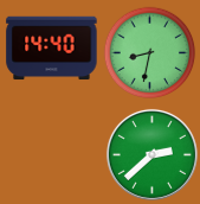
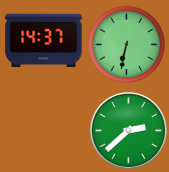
clock at (52, 49): 14:40 -> 14:37
clock at (149, 52): 8:32 -> 6:32
